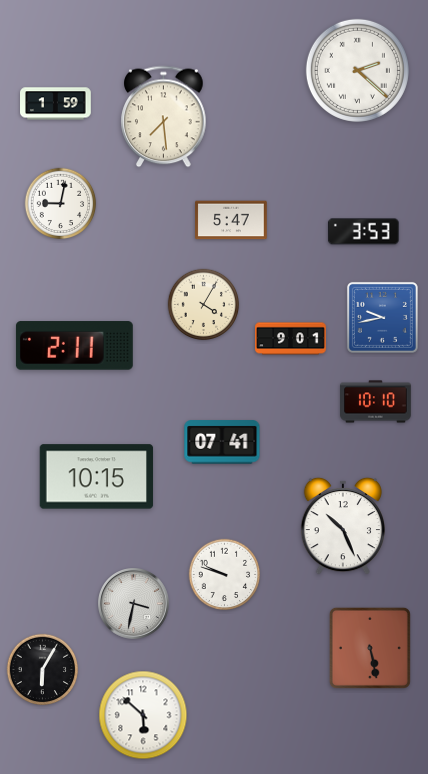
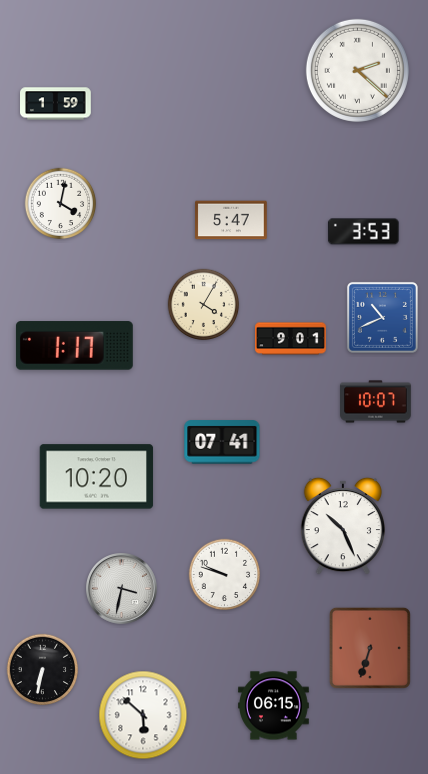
clock at (164, 117): 7:29 -> none
clock at (61, 204): 9:02 -> 4:02
clock at (382, 317): 9:43 -> 10:41
clock at (74, 346): 2:11 -> 1:17
clock at (376, 402): 10:10 -> 10:07
clock at (97, 477): 10:15 -> 10:20
clock at (134, 604) position: (134, 604) -> (122, 589)
clock at (370, 648): 5:28 -> 6:33
clock at (43, 670): 6:05 -> 6:32
clock at (274, 706): none -> 06:15
